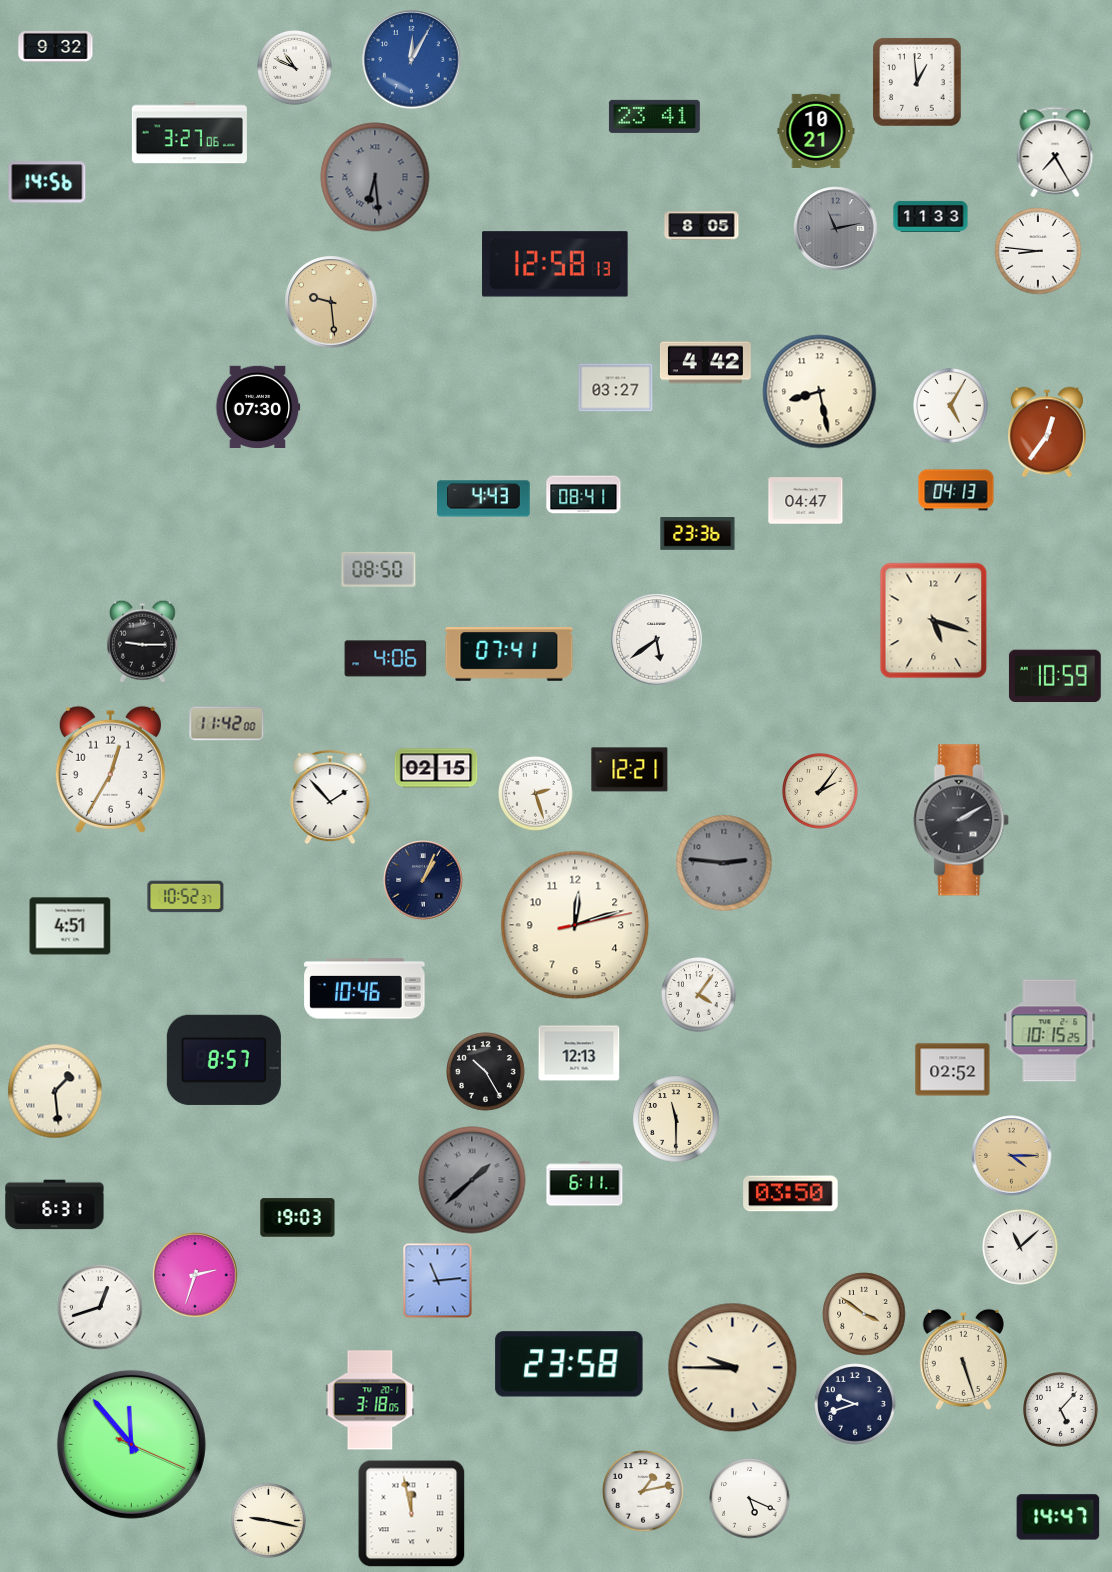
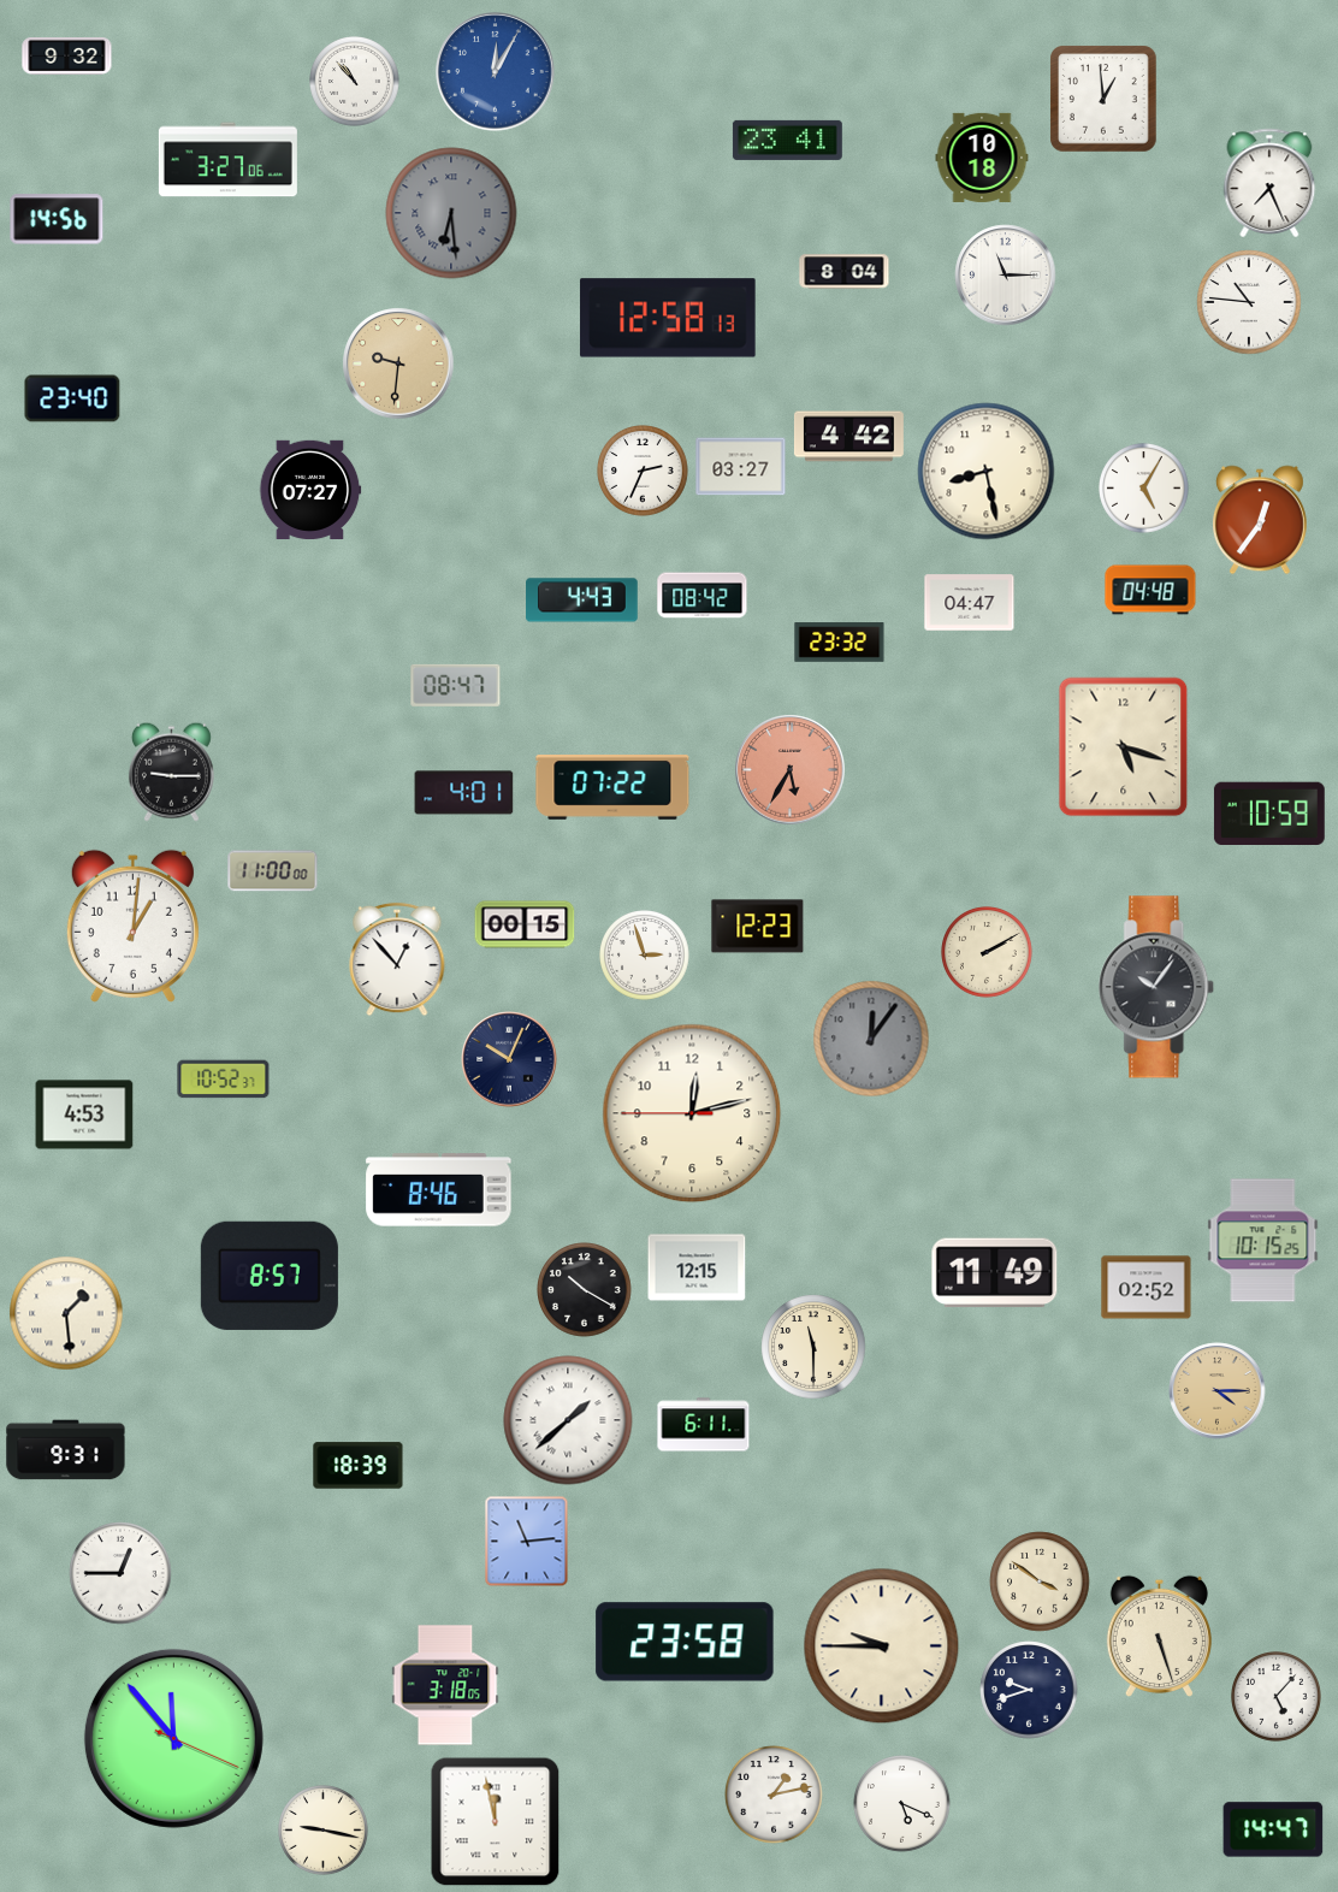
clock at (295, 68): 10:49 -> 10:53
clock at (816, 131): 10:21 -> 10:18
clock at (1055, 152): 7:25 -> 7:26
clock at (931, 216): 11:33 -> none
clock at (702, 226): 8:05 -> 8:04
clock at (836, 229): 11:13 -> 11:15
clock at (836, 229) dial: grey -> white
clock at (1038, 251): 8:46 -> 10:46
clock at (331, 302): 9:29 -> 9:31
clock at (72, 398): none -> 23:40
clock at (643, 471): none -> 2:34
clock at (258, 406): 07:30 -> 07:27
clock at (956, 490): 04:13 -> 04:48
clock at (584, 495): 08:41 -> 08:42
clock at (698, 534): 23:36 -> 23:32
clock at (379, 569): 08:50 -> 08:47
clock at (657, 640): 5:39 -> 5:35
clock at (657, 640) dial: white -> salmon
clock at (509, 655): 07:41 -> 07:22
clock at (386, 659): 4:06 -> 4:01
clock at (227, 724): 11:42 -> 11:00
clock at (436, 768): 02:15 -> 00:15
clock at (110, 769): 12:35 -> 1:01
clock at (630, 770): 12:21 -> 12:23
clock at (820, 791): 2:06 -> 2:10
clock at (536, 794): 2:27 -> 2:57
clock at (330, 797): 1:53 -> 12:53
clock at (962, 820): 2:10 -> 10:06
clock at (724, 863): 2:46 -> 12:06
clock at (423, 880): 1:04 -> 10:04
clock at (575, 925): 12:12:13 -> 12:12:45
clock at (70, 926): 4:51 -> 4:53
clock at (365, 989): 10:46 -> 8:46
clock at (699, 995): 4:06 -> none
clock at (579, 1053): 12:13 -> 12:15
clock at (995, 1273): none -> 11:49
clock at (486, 1072): 10:25 -> 10:20
clock at (472, 1180) dial: grey -> white
clock at (791, 1194): 03:50 -> none
clock at (55, 1205): 6:31 -> 9:31
clock at (298, 1218): 19:03 -> 18:39
clock at (1020, 1247): 11:08 -> none
clock at (195, 1275): 2:33 -> none
clock at (100, 1307): 12:42 -> 12:45
clock at (131, 1444) position: (131, 1444) -> (173, 1738)
clock at (1058, 1517) position: (1058, 1517) -> (1273, 1829)
